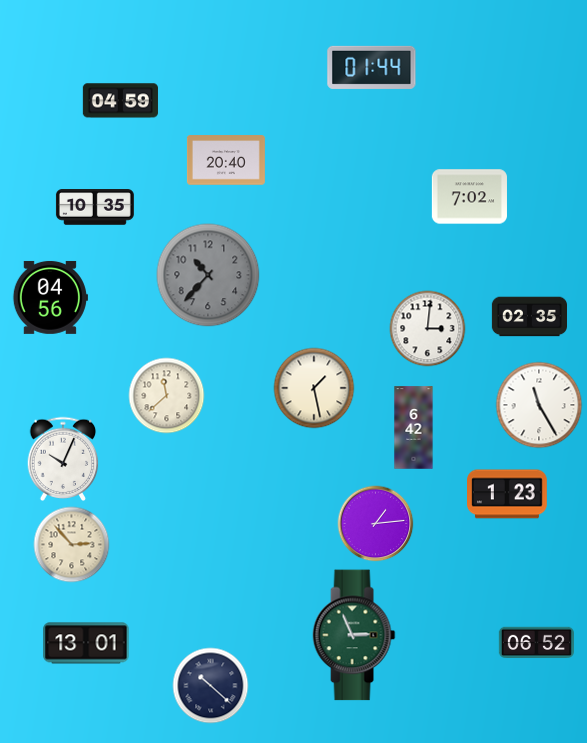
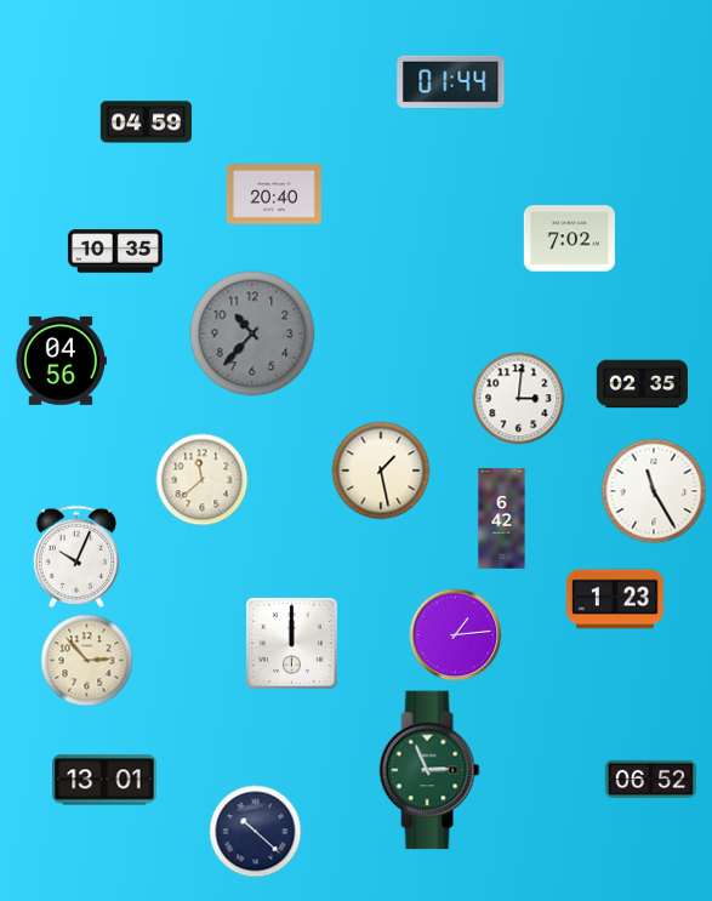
clock at (291, 643): none -> 12:00
